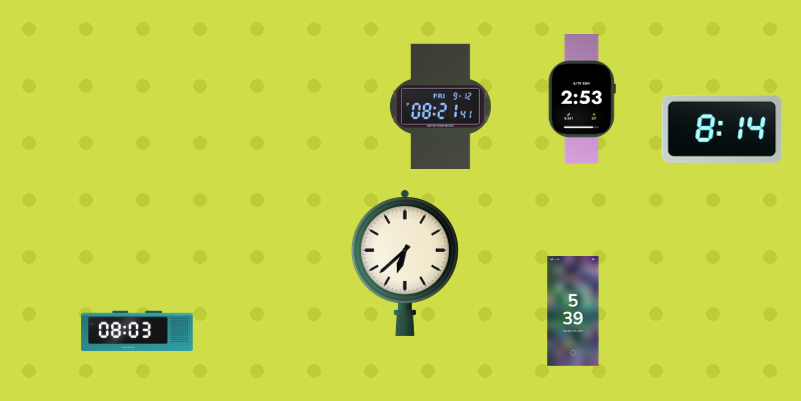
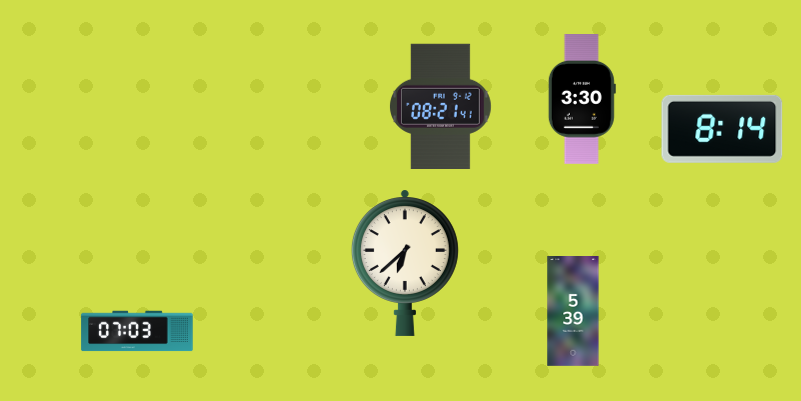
clock at (582, 100): 2:53 -> 3:30
clock at (137, 331): 08:03 -> 07:03
